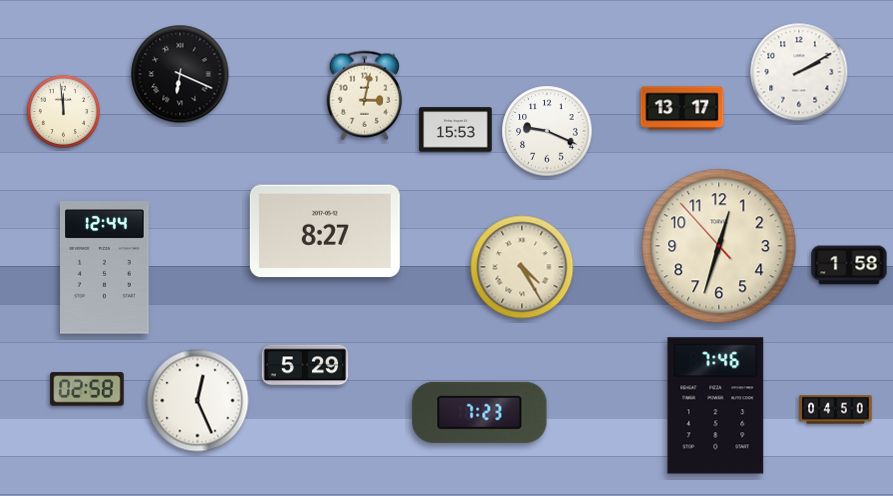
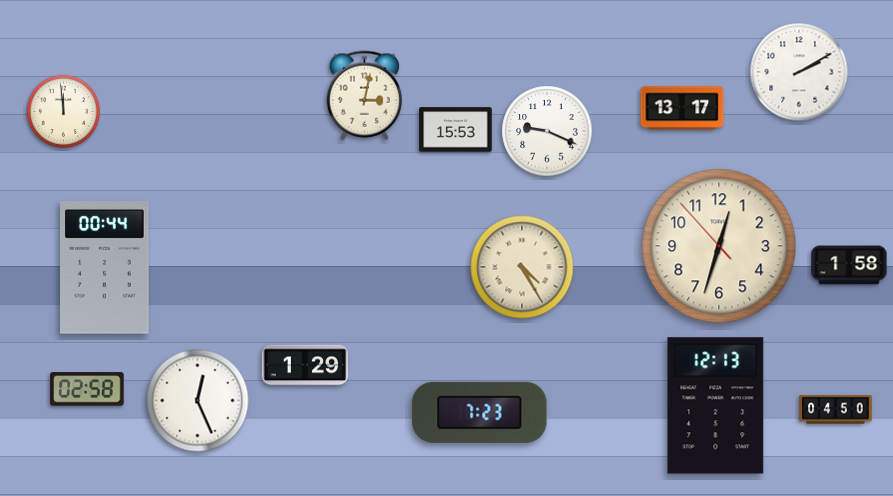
clock at (180, 74): 6:19 -> none
clock at (325, 231): 8:27 -> none
clock at (105, 268): 12:44 -> 00:44
clock at (305, 365): 5:29 -> 1:29
clock at (716, 406): 7:46 -> 12:13
